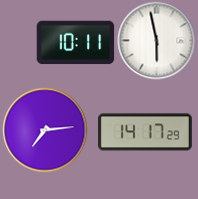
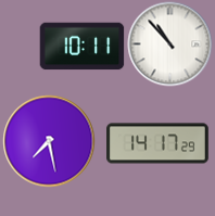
clock at (156, 40): 5:58 -> 10:53
clock at (45, 130): 7:14 -> 7:28
